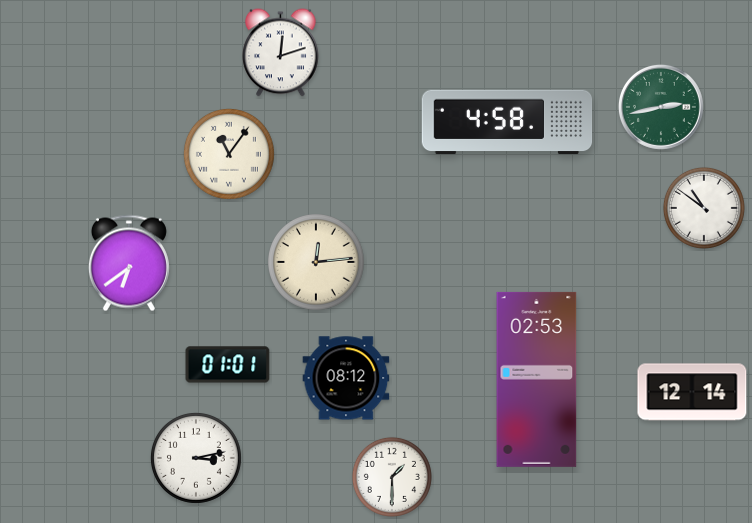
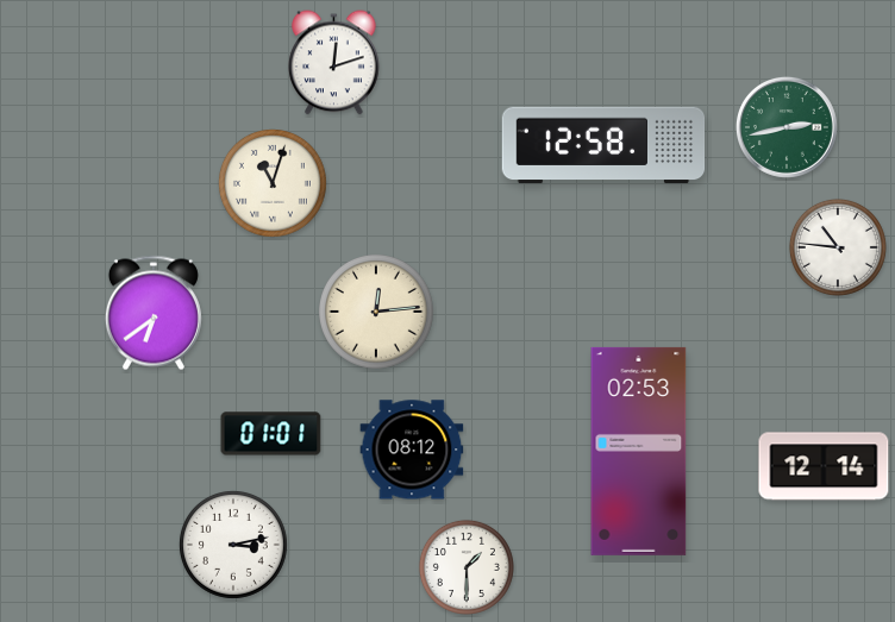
clock at (507, 122): 4:58 -> 12:58
clock at (229, 154): 11:06 -> 11:03
clock at (704, 208): 10:51 -> 10:46
